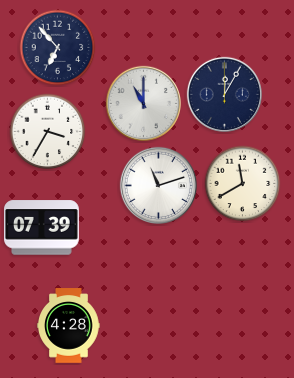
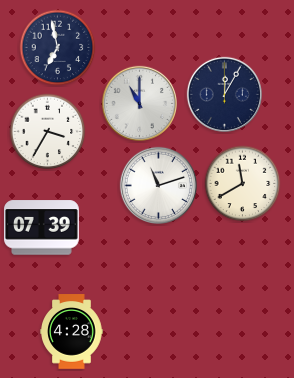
clock at (58, 48): 6:53 -> 6:58
clock at (143, 103) position: (143, 103) -> (139, 103)
clock at (69, 326) position: (69, 326) -> (72, 332)
